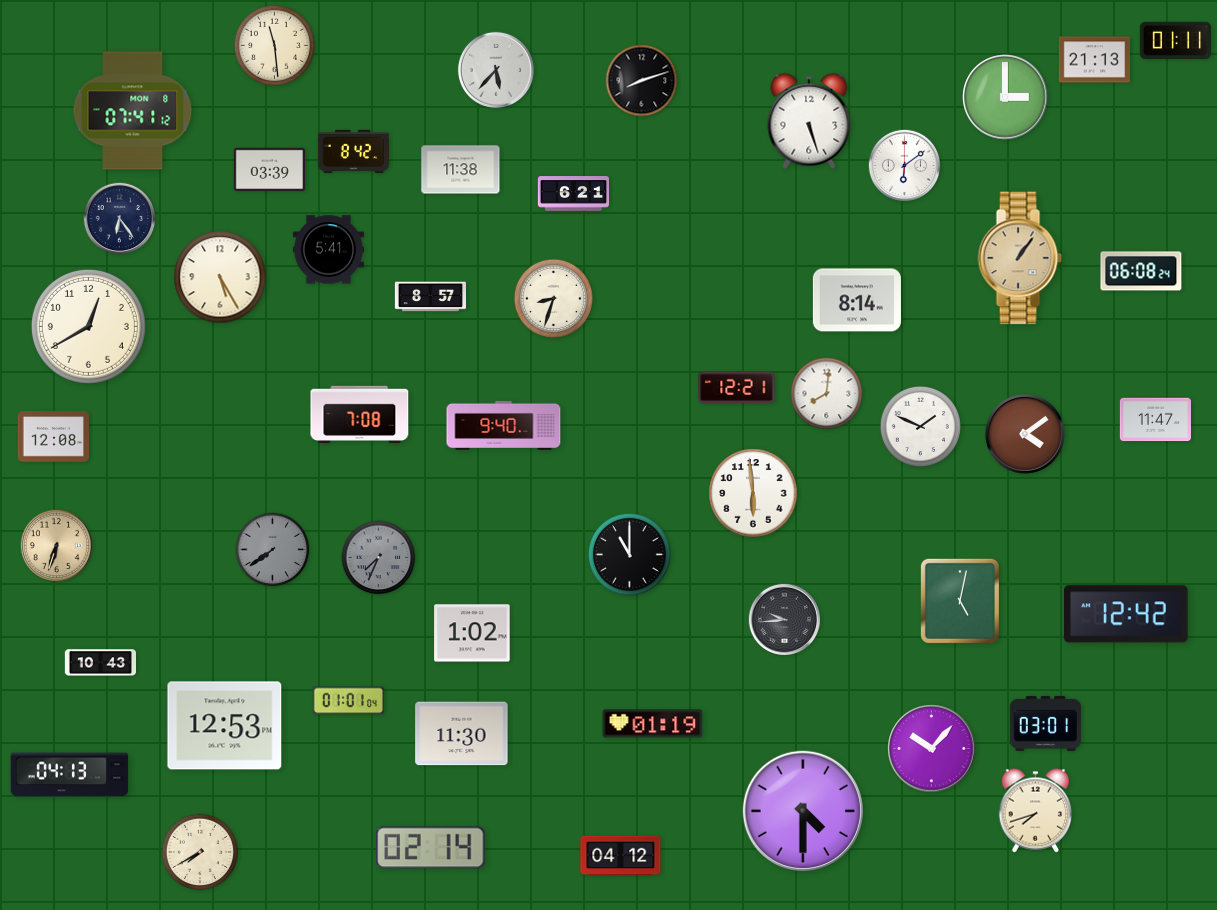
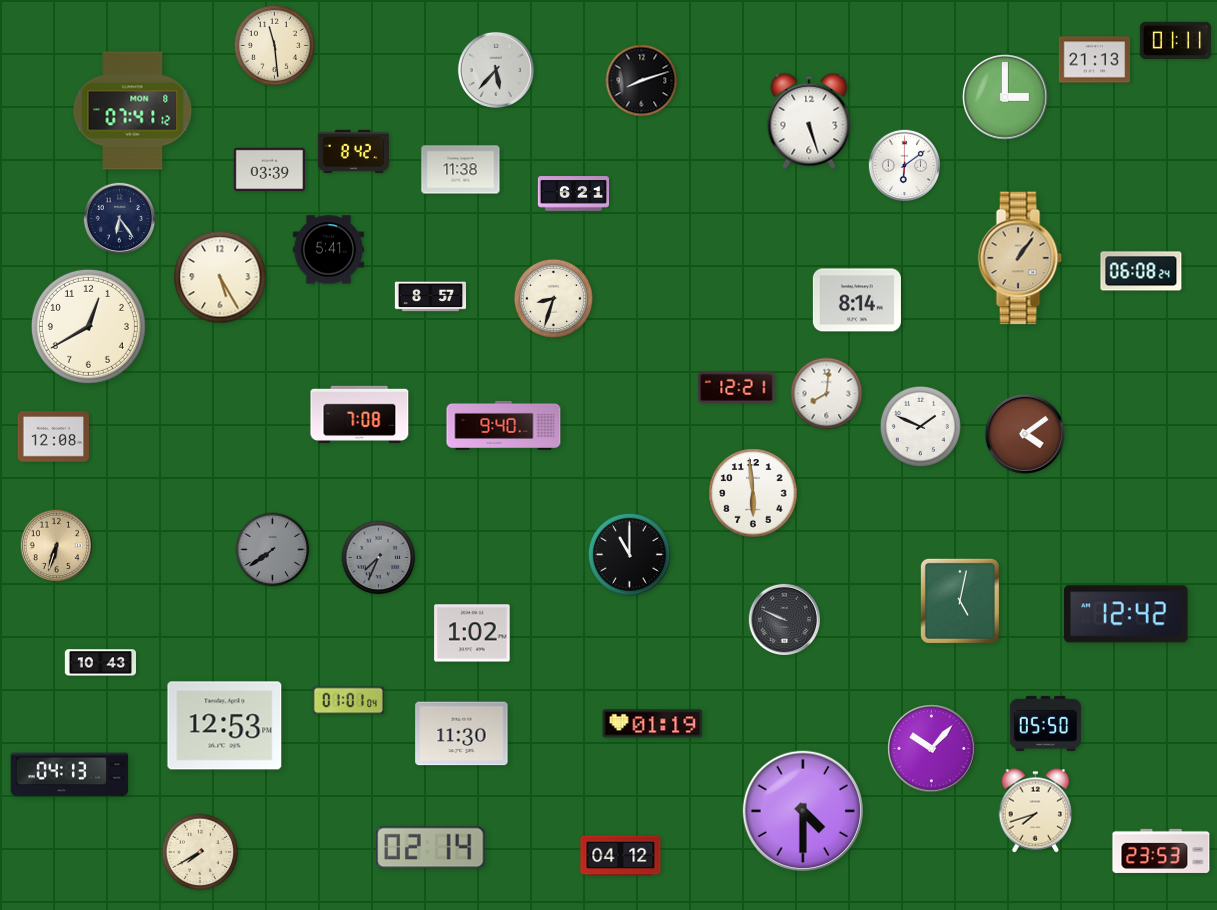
clock at (1155, 420): 11:47 -> none
clock at (784, 619): 9:44 -> 9:49
clock at (1045, 723): 03:01 -> 05:50
clock at (1161, 851): none -> 23:53
